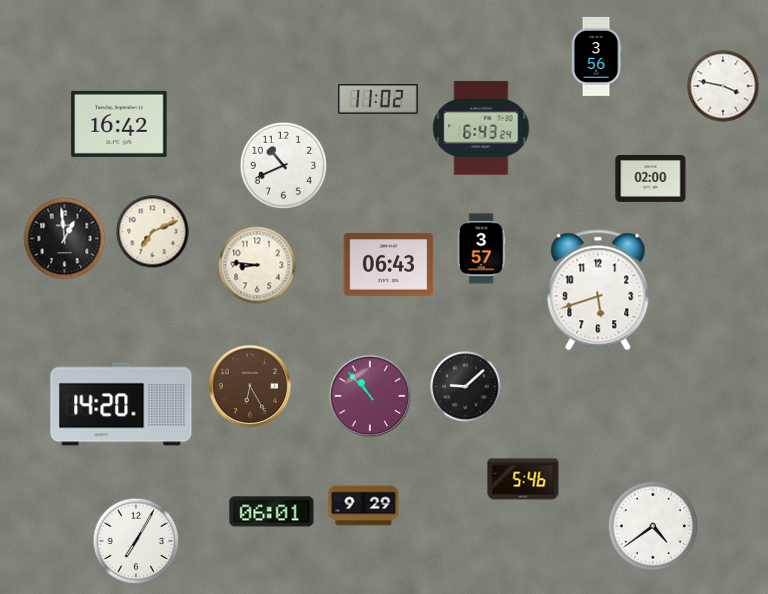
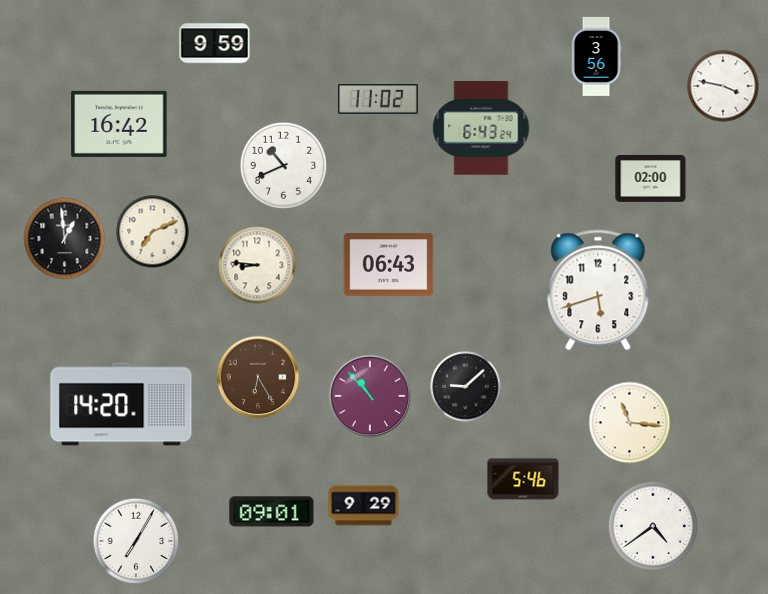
clock at (215, 44): none -> 9:59
clock at (481, 249): 3:57 -> none
clock at (250, 386) position: (250, 386) -> (258, 377)
clock at (630, 423): none -> 11:16
clock at (272, 512): 06:01 -> 09:01
